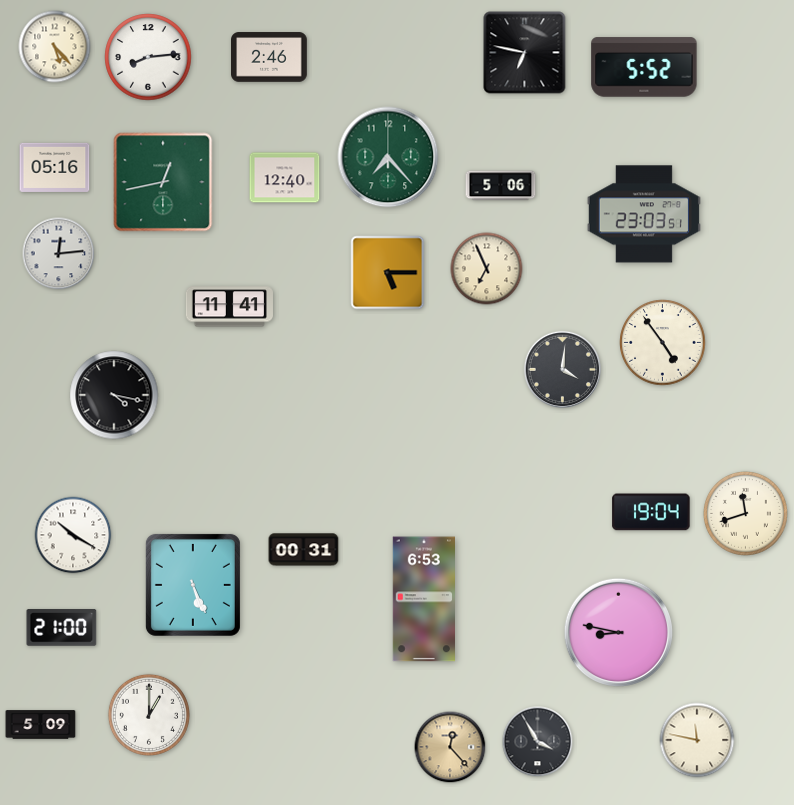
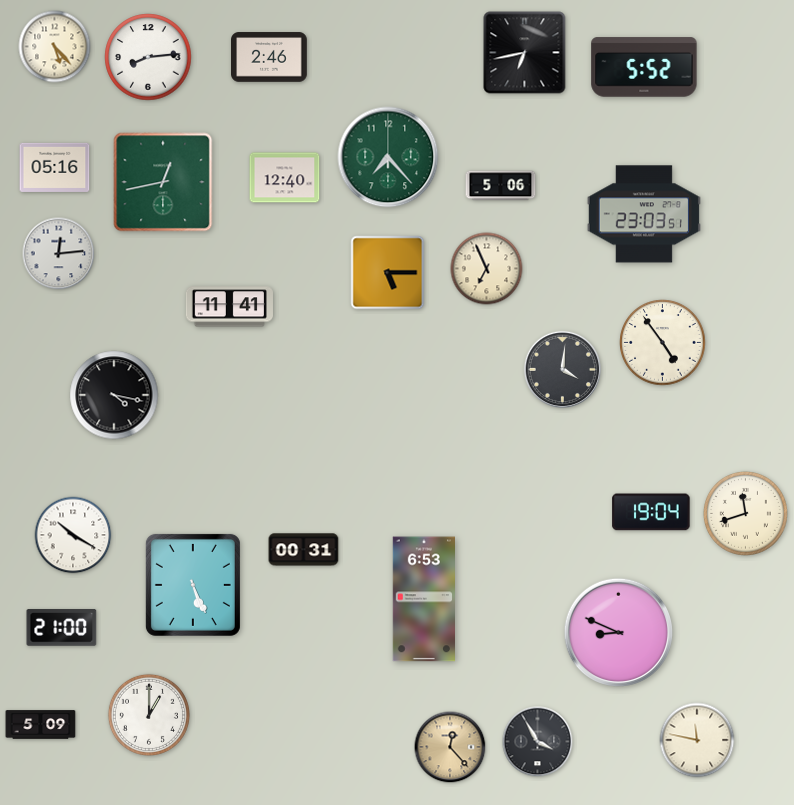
clock at (525, 53): 6:47 -> 6:43
clock at (618, 632): 8:47 -> 8:49
